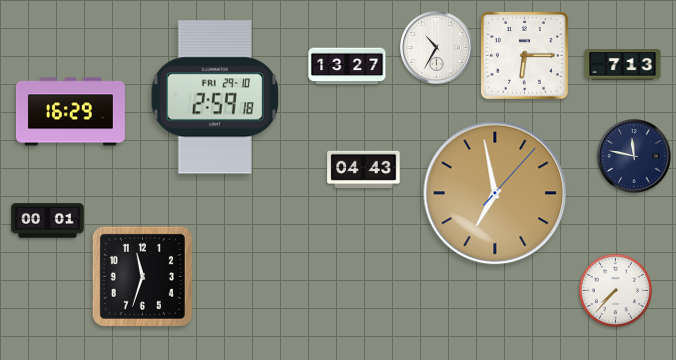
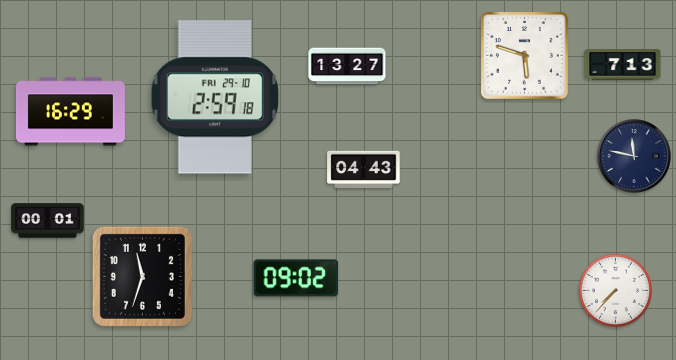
clock at (437, 48): 10:35 -> none
clock at (524, 55): 6:15 -> 5:48
clock at (495, 193): 6:58 -> none
clock at (296, 278): none -> 09:02
